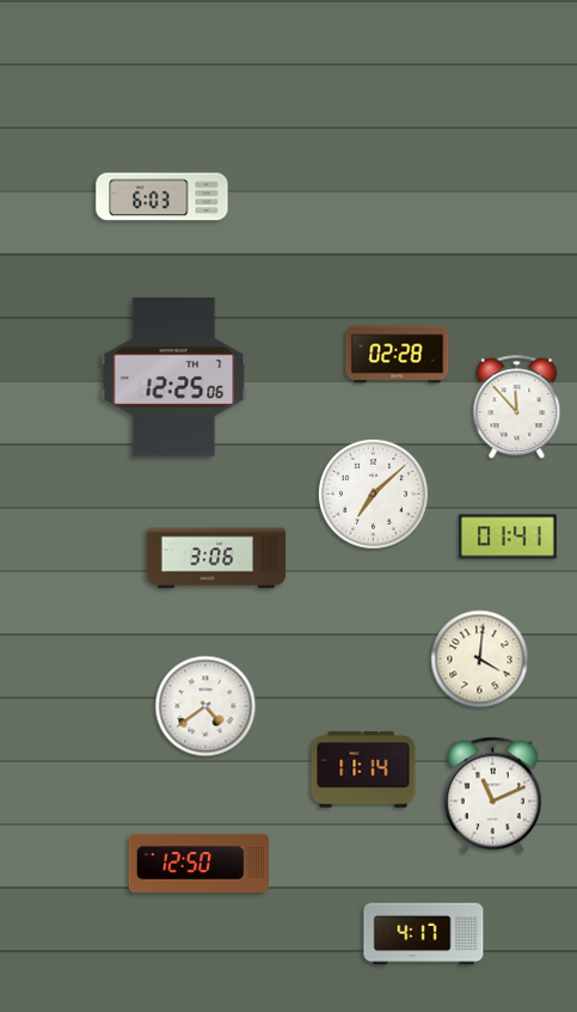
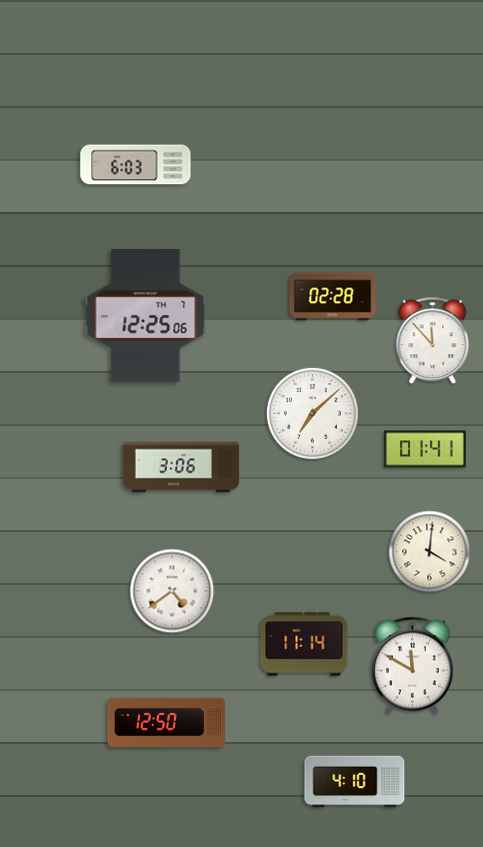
clock at (480, 660) position: (480, 660) -> (430, 552)
clock at (492, 796): 11:11 -> 11:50
clock at (424, 934): 4:17 -> 4:10
